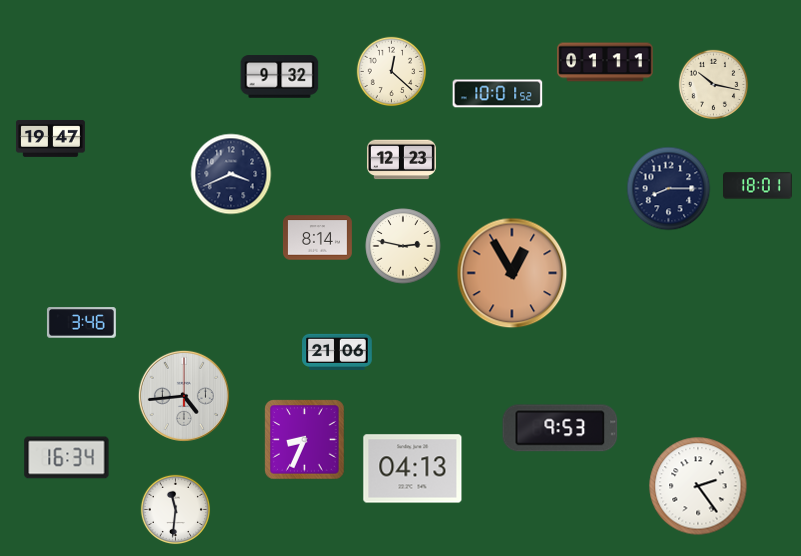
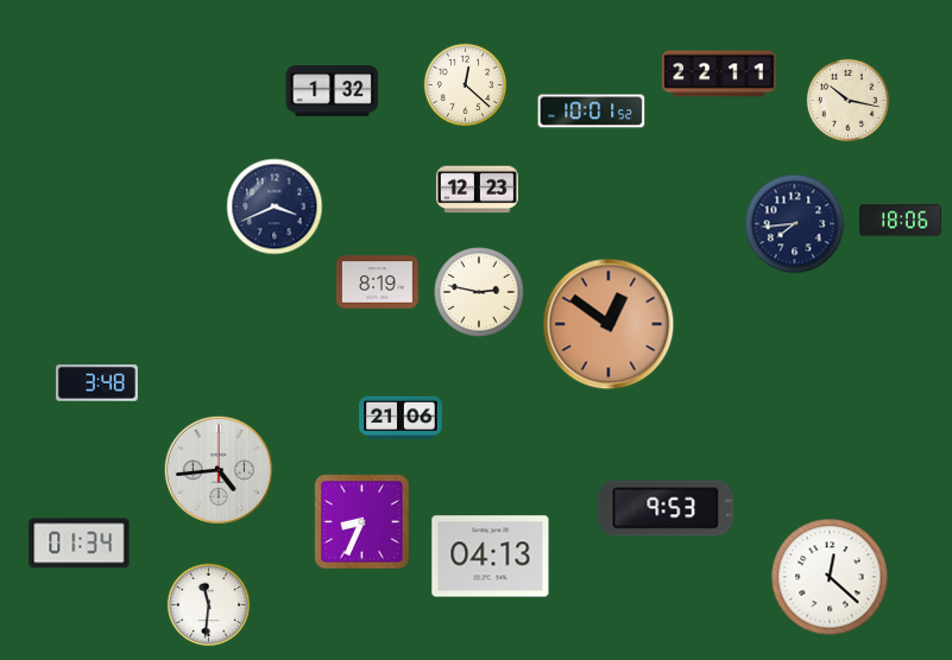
clock at (605, 62): 01:11 -> 22:11
clock at (280, 77): 9:32 -> 1:32
clock at (50, 138): 19:47 -> none
clock at (757, 186): 18:01 -> 18:06
clock at (669, 189): 8:15 -> 7:44
clock at (317, 238): 8:14 -> 8:19
clock at (512, 273): 12:55 -> 12:51
clock at (81, 323): 3:46 -> 3:48
clock at (67, 458): 16:34 -> 01:34
clock at (698, 486): 2:24 -> 12:22
